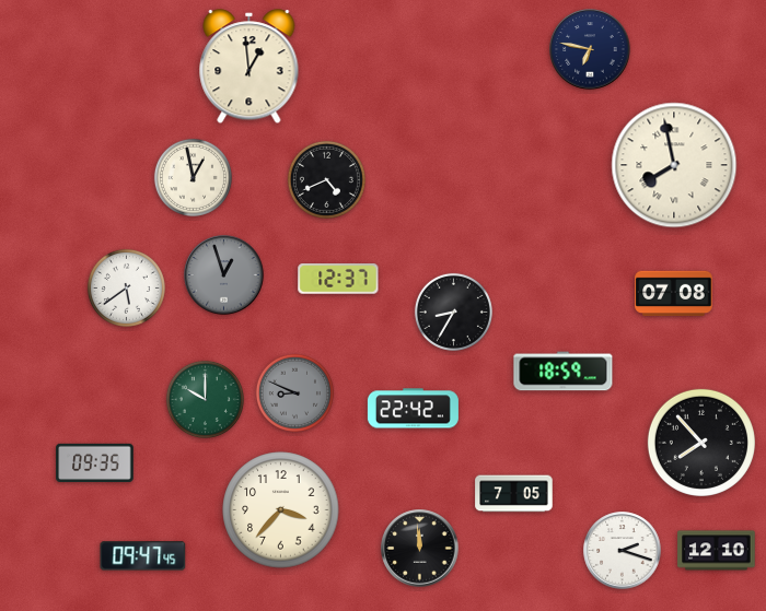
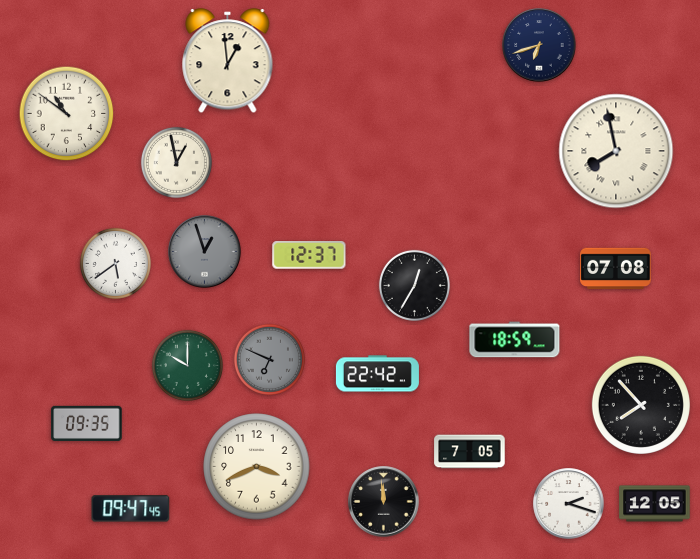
clock at (590, 49): 6:47 -> 6:42
clock at (67, 114): none -> 10:51
clock at (326, 179): 4:41 -> none
clock at (453, 312): 8:35 -> 12:35
clock at (294, 392): 8:49 -> 6:49
clock at (281, 510): 3:37 -> 3:41
clock at (717, 551): 12:10 -> 12:05
